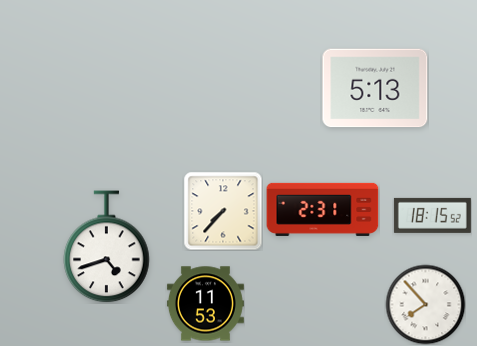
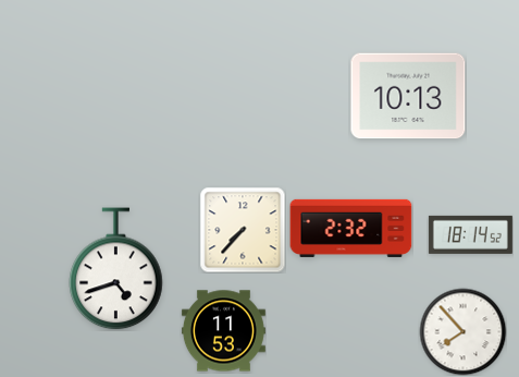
clock at (375, 88): 5:13 -> 10:13
clock at (323, 209): 2:31 -> 2:32
clock at (432, 215): 18:15 -> 18:14
